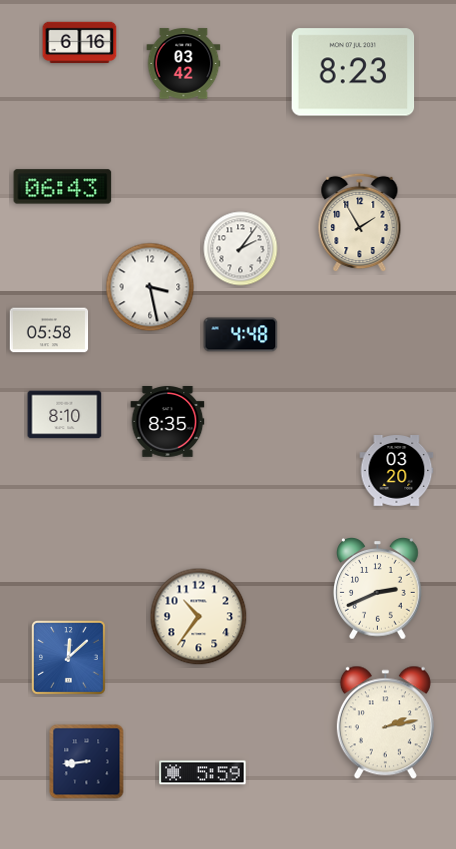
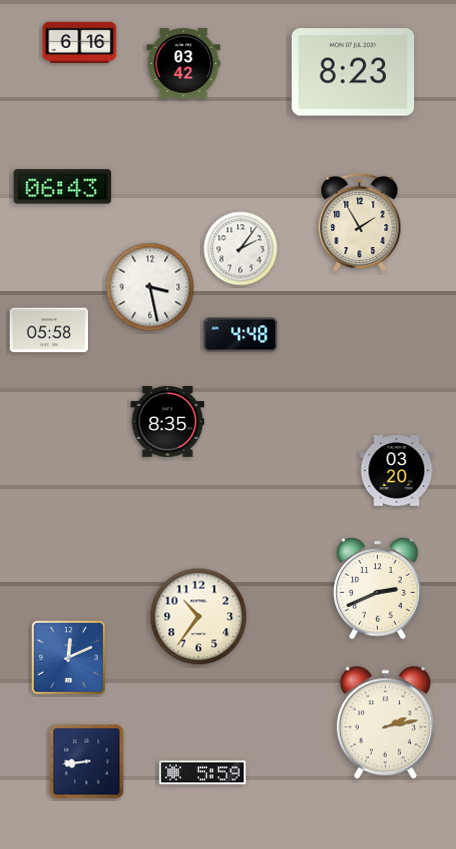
clock at (65, 415): 8:10 -> none
clock at (68, 657): 12:08 -> 12:11
